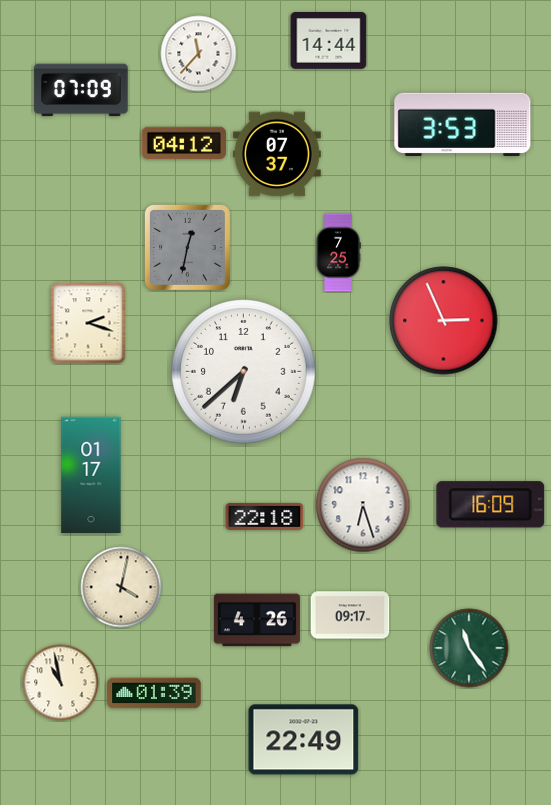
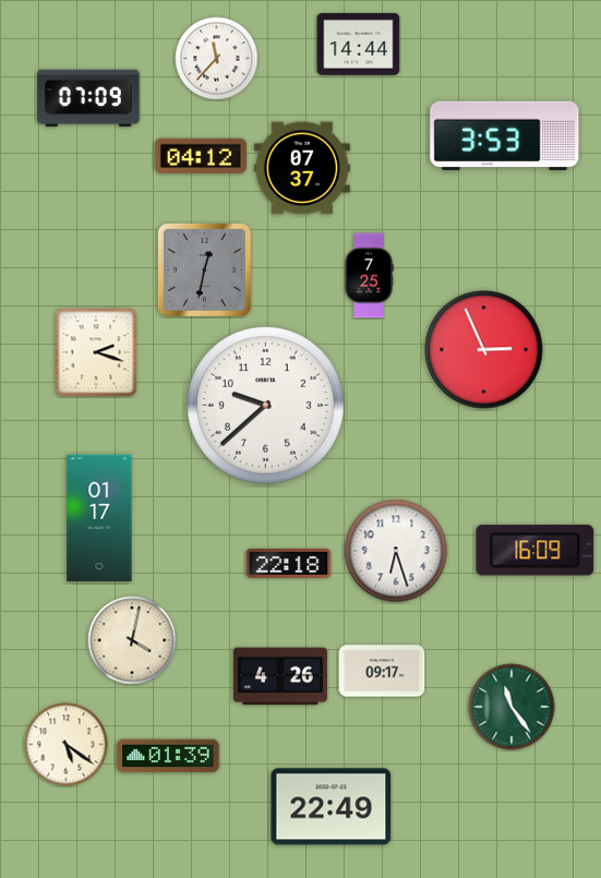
clock at (244, 372): 6:38 -> 9:38
clock at (61, 683): 10:58 -> 5:21
